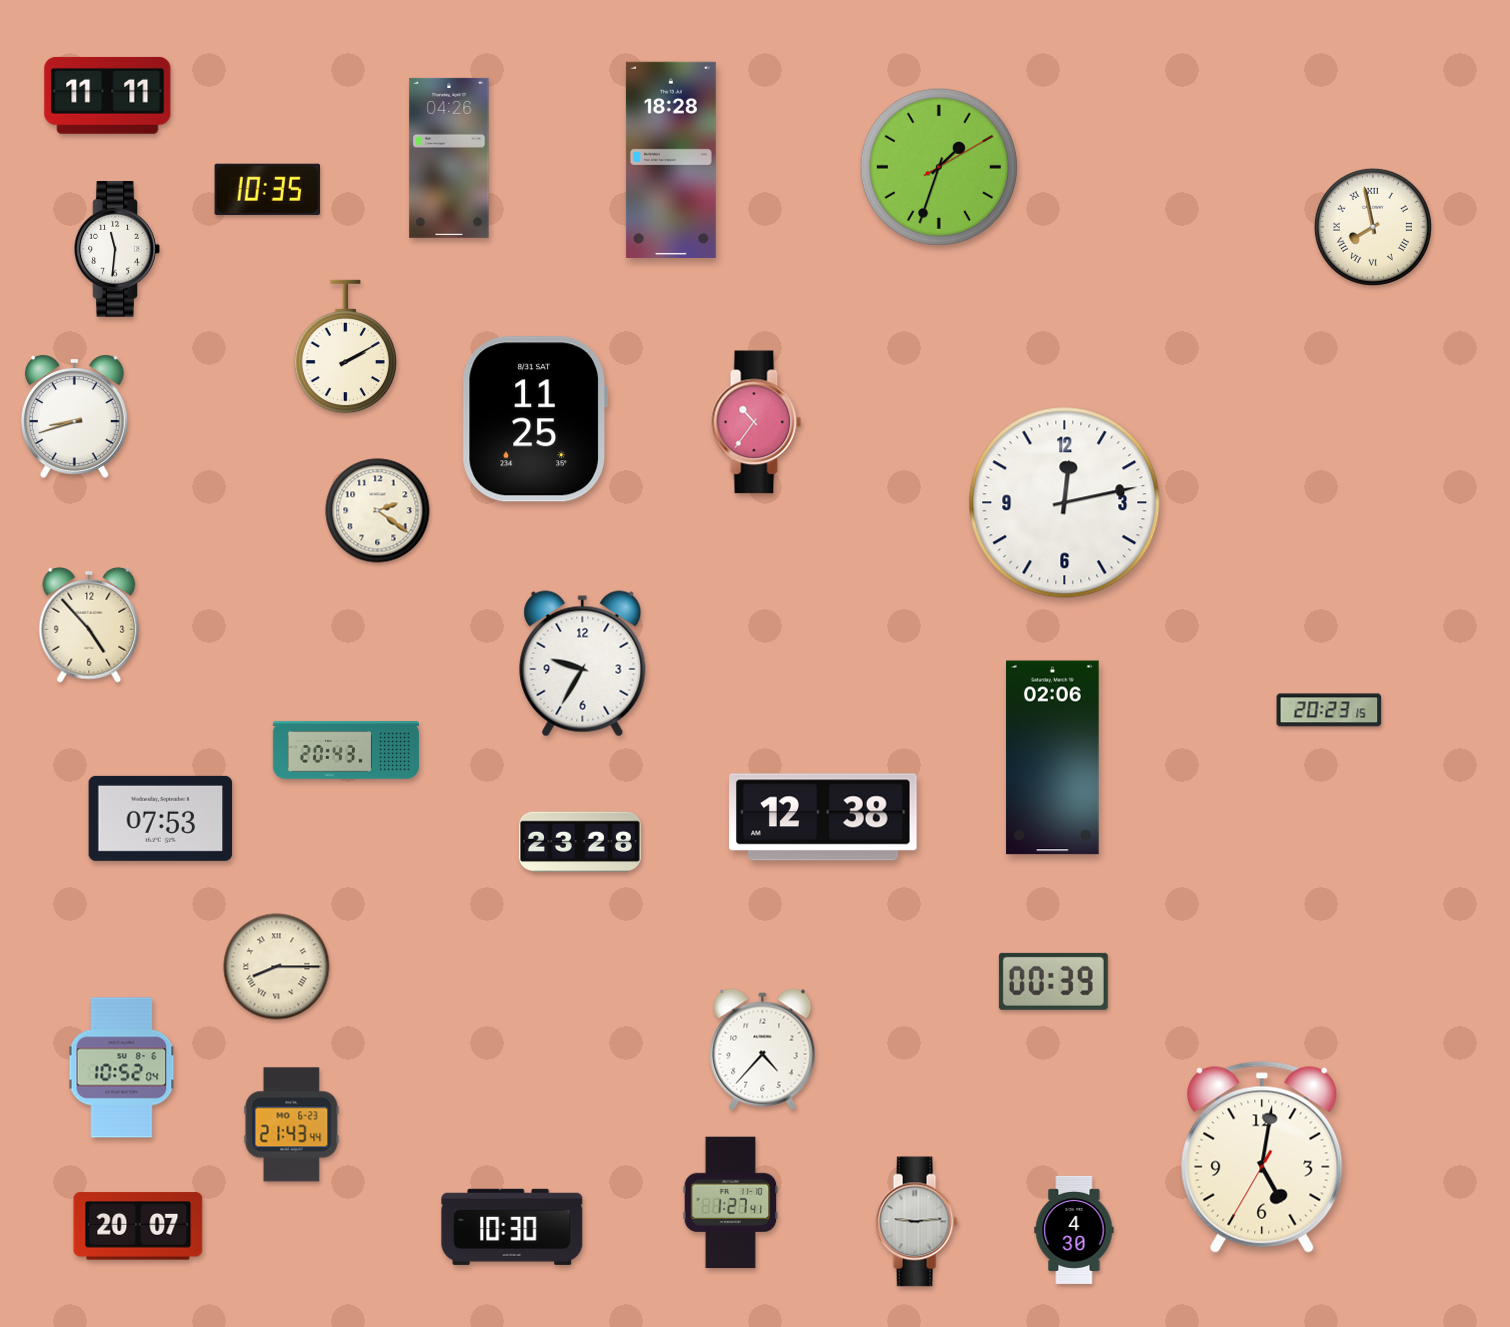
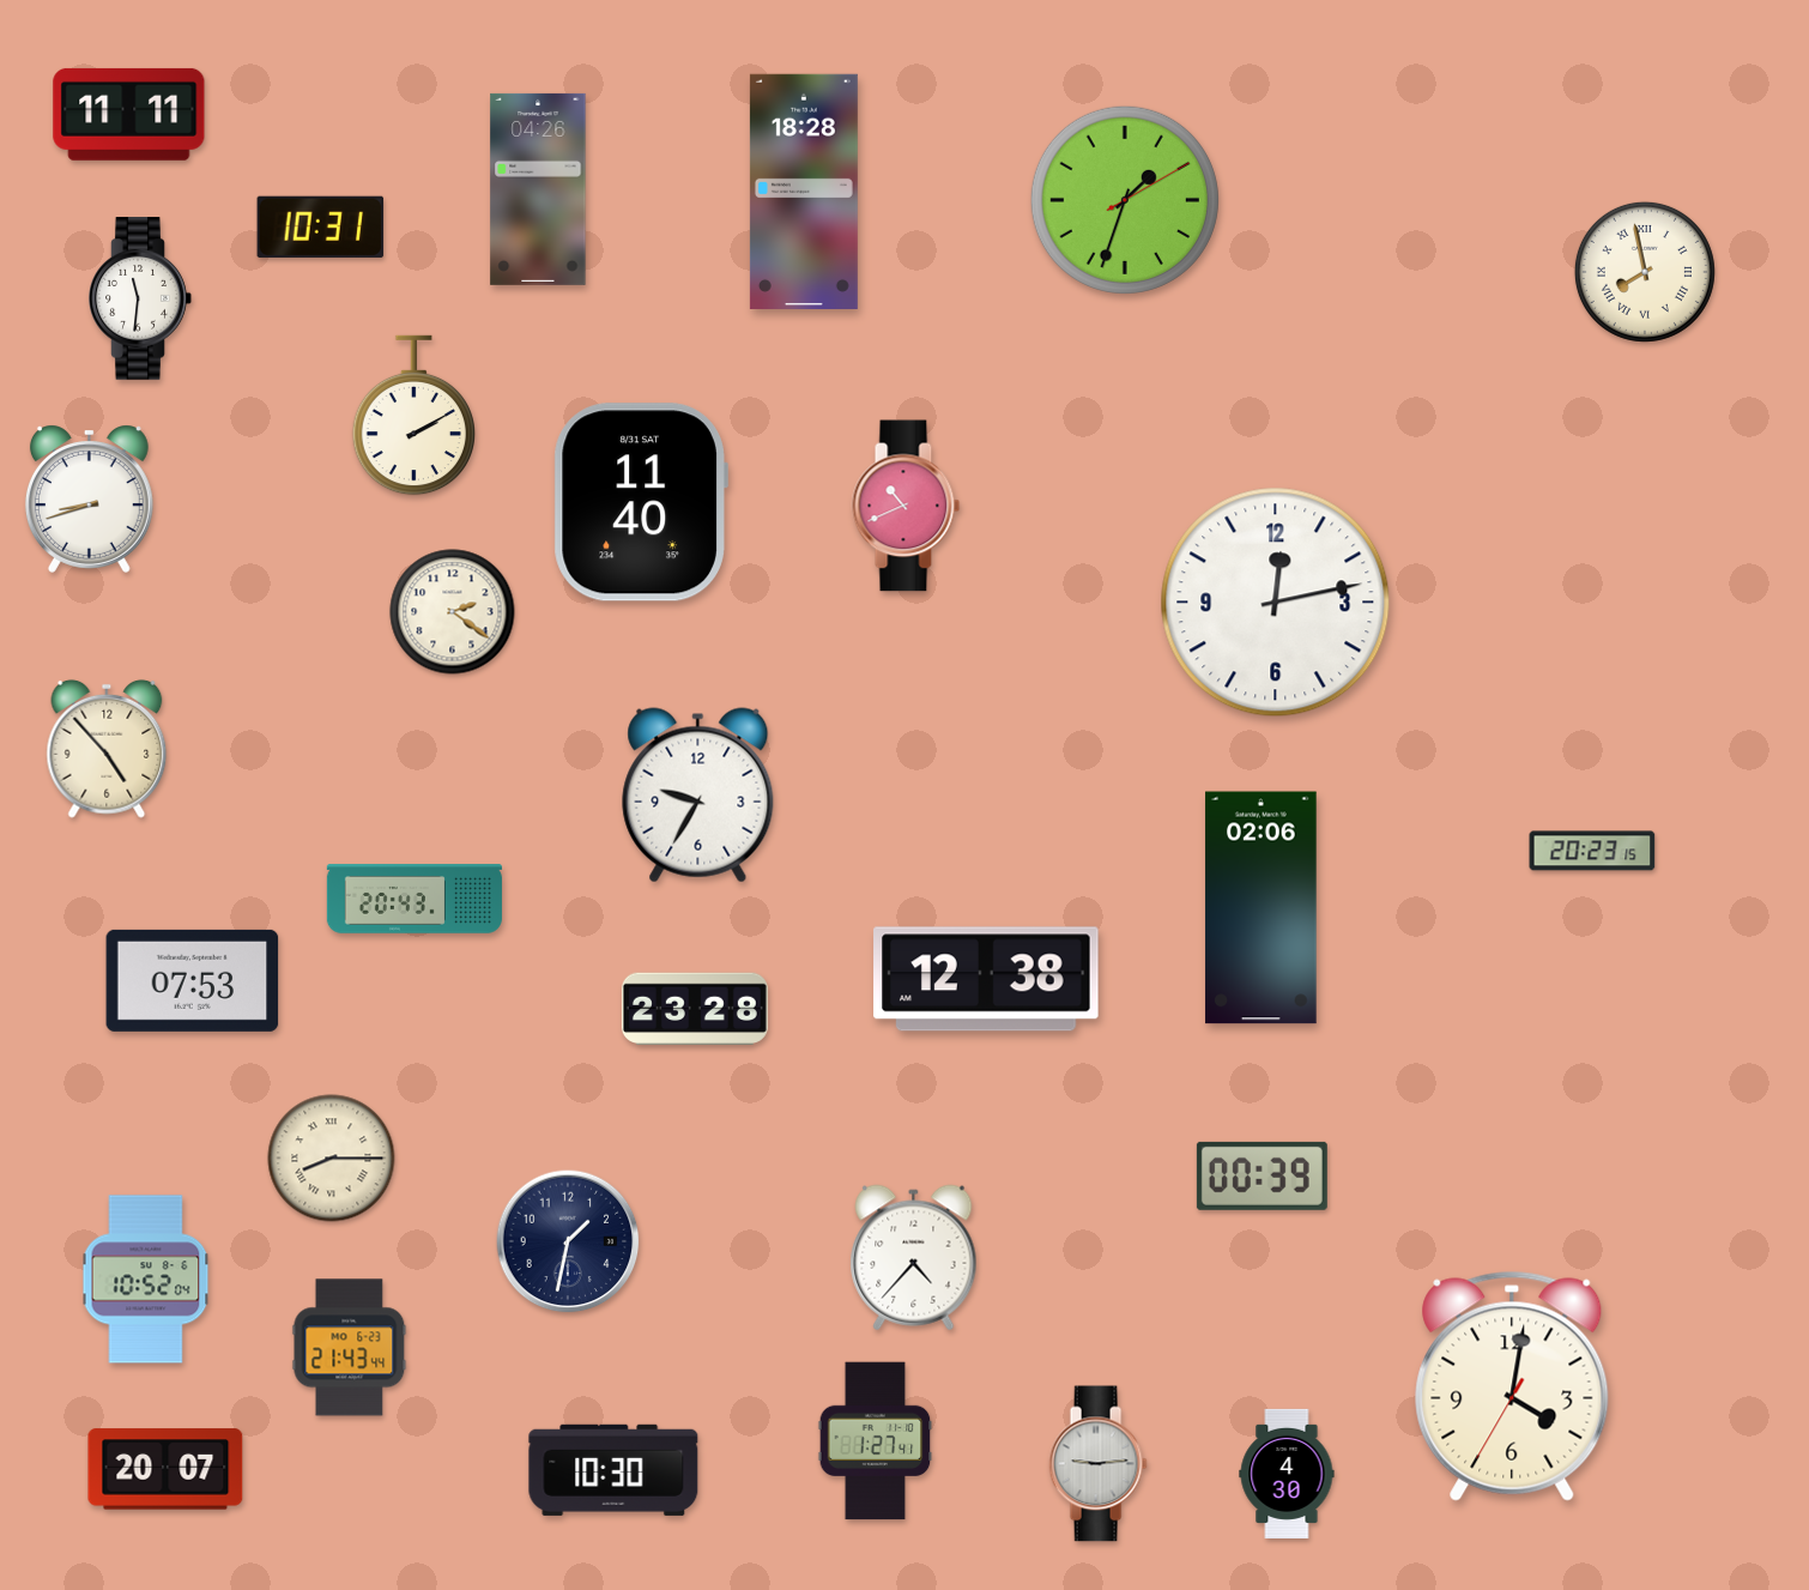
clock at (268, 189): 10:35 -> 10:31
clock at (535, 419): 11:25 -> 11:40
clock at (756, 422): 10:36 -> 10:41
clock at (568, 1241): none -> 1:32
clock at (1262, 1157): 5:01 -> 4:01
